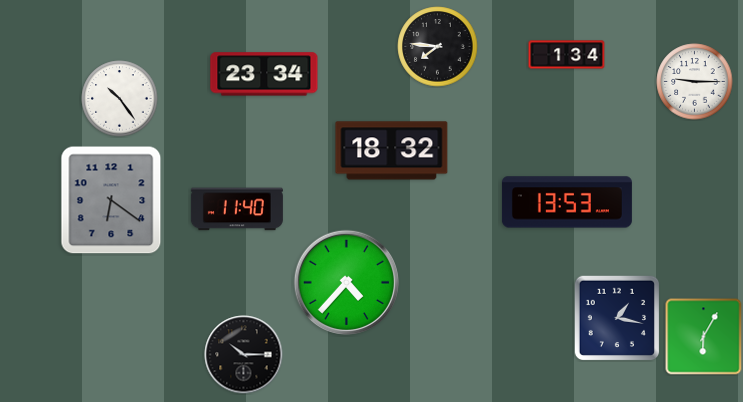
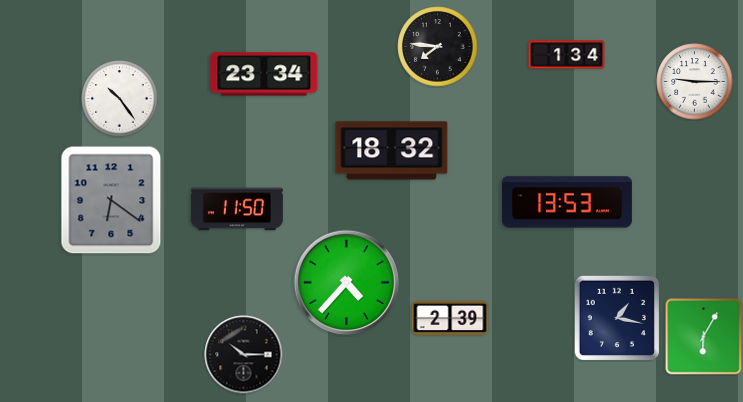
clock at (237, 209): 11:40 -> 11:50
clock at (450, 318): none -> 2:39
